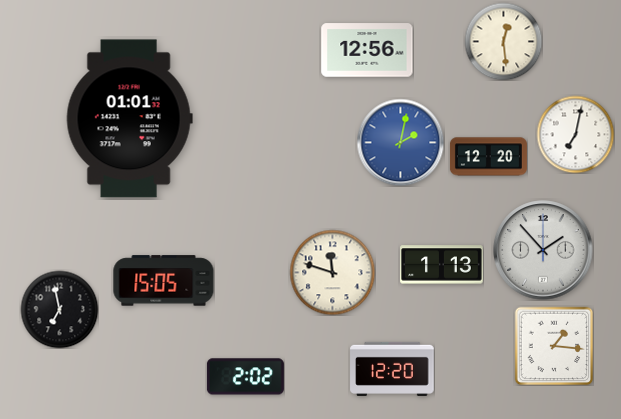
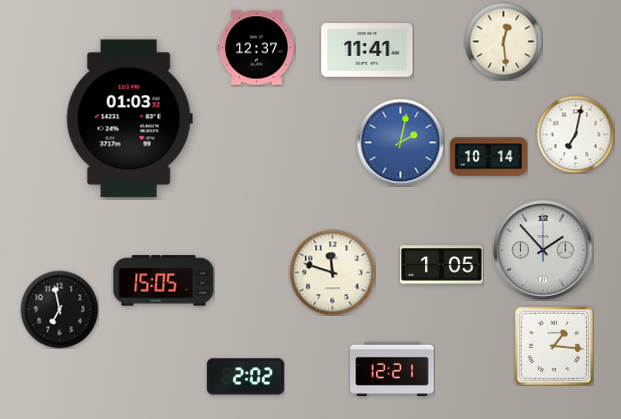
clock at (256, 48): none -> 12:37
clock at (367, 50): 12:56 -> 11:41
clock at (129, 119): 01:01 -> 01:03
clock at (488, 157): 12:20 -> 10:14
clock at (442, 265): 1:13 -> 1:05
clock at (392, 369): 12:20 -> 12:21
